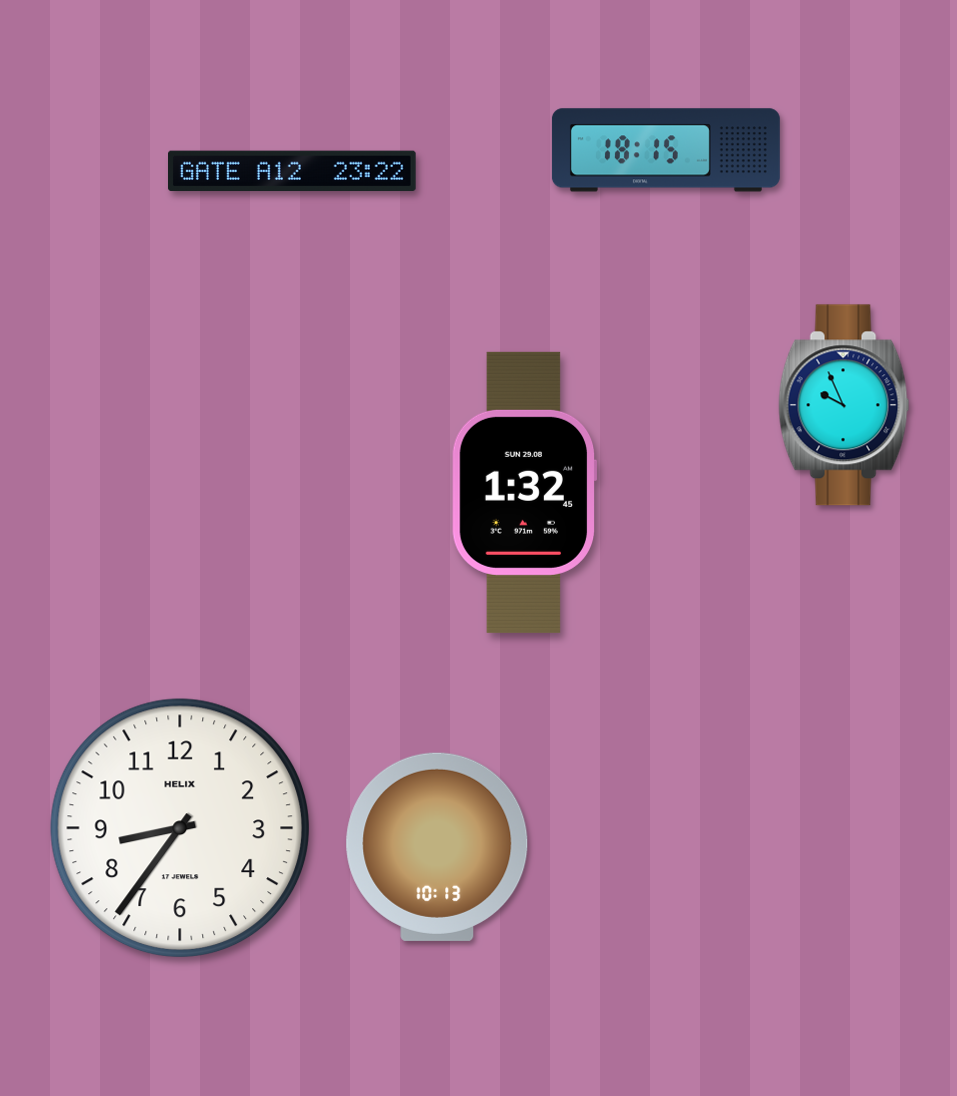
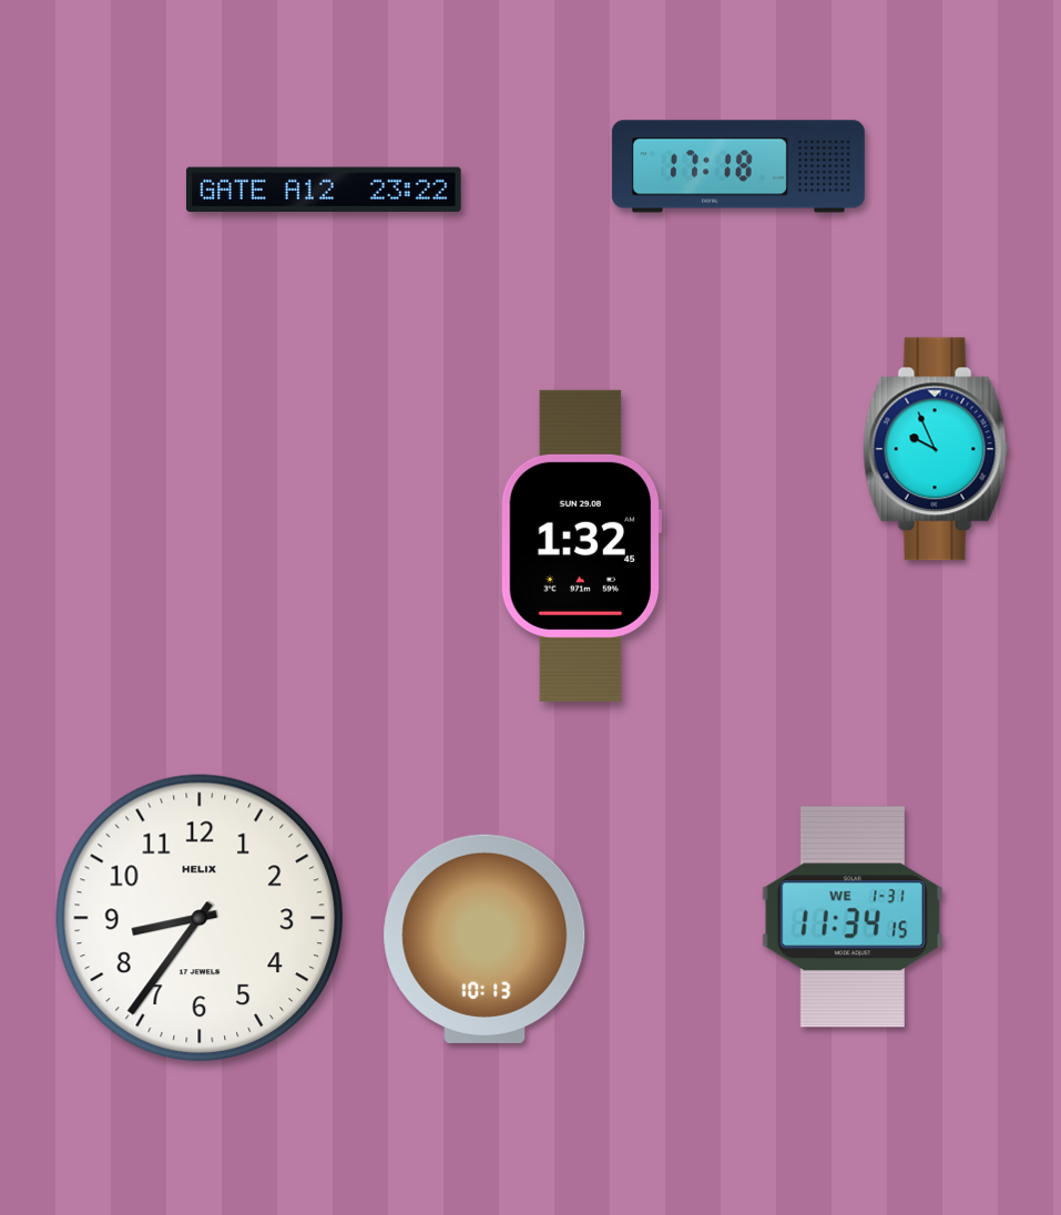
clock at (666, 150): 18:15 -> 17:18
clock at (853, 917): none -> 11:34
